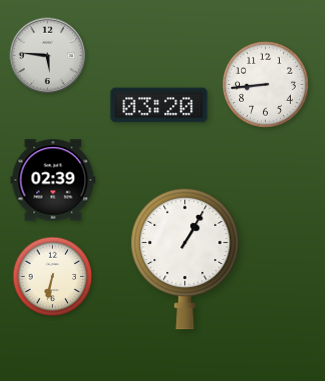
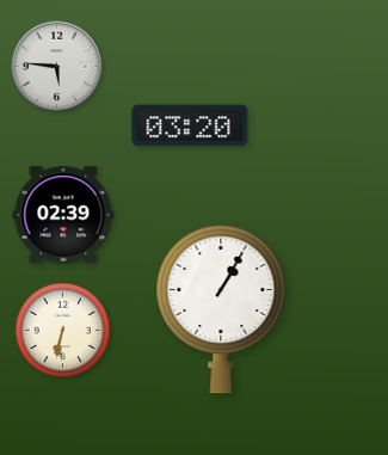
clock at (265, 84): 8:44 -> none
